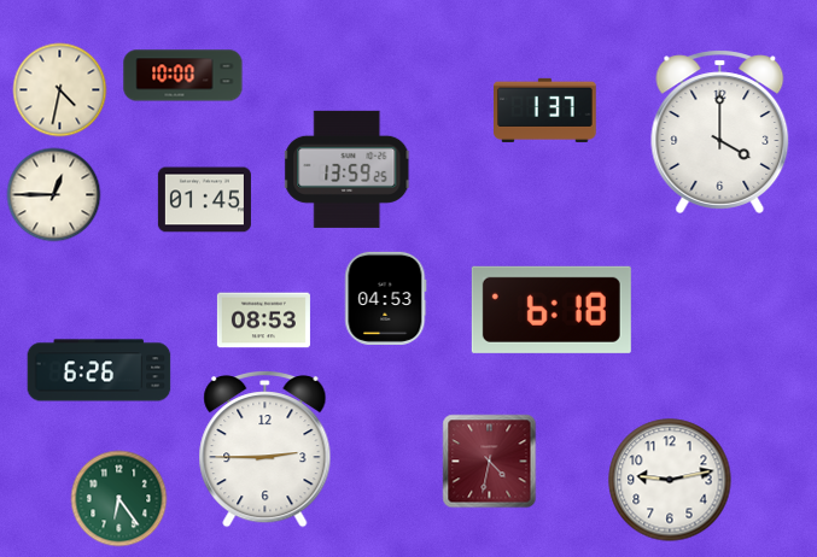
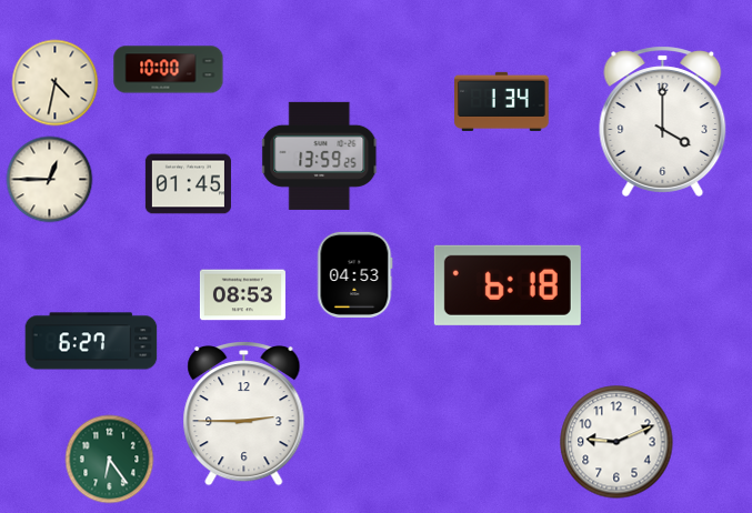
clock at (545, 110): 1:37 -> 1:34
clock at (99, 370): 6:26 -> 6:27
clock at (489, 461): 4:32 -> none
clock at (670, 480): 9:13 -> 9:11
